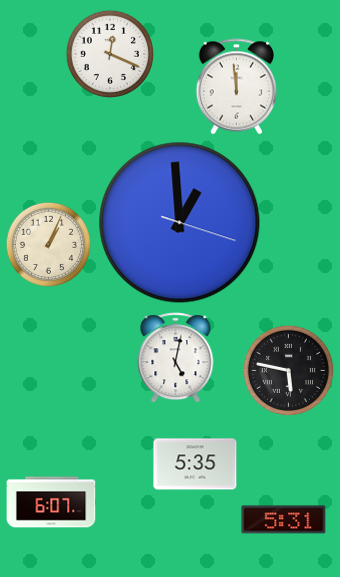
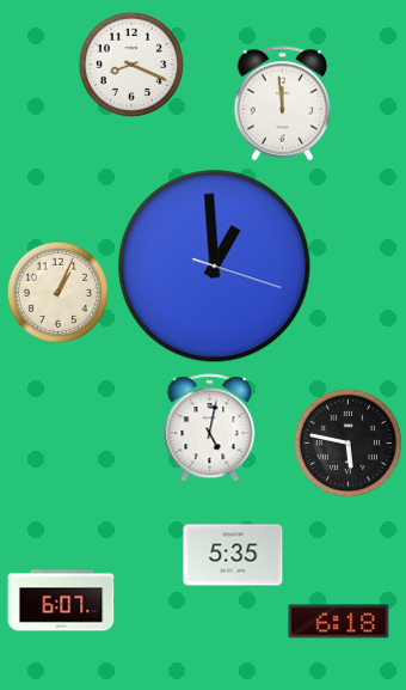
clock at (110, 54): 12:19 -> 8:19
clock at (288, 370) position: (288, 370) -> (347, 442)
clock at (284, 520): 5:31 -> 6:18
